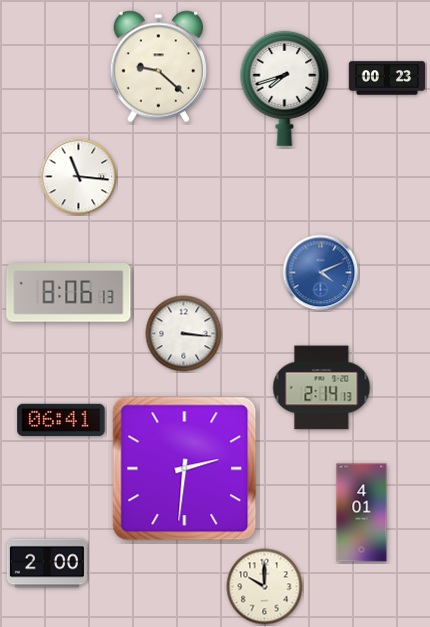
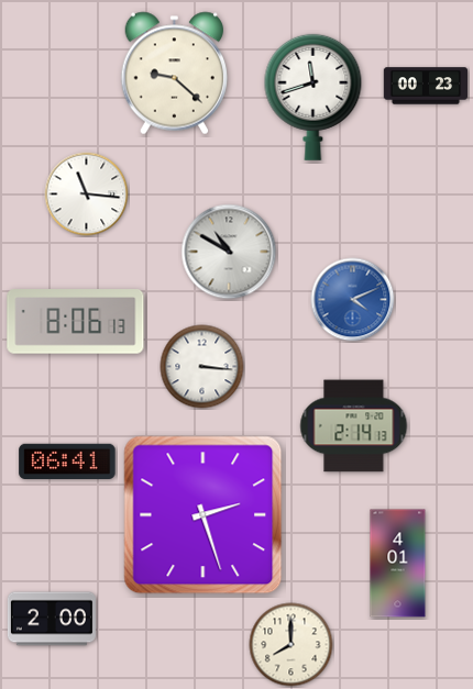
clock at (285, 88): 7:42 -> 11:42
clock at (229, 252): none -> 10:50
clock at (185, 469): 2:31 -> 2:27
clock at (265, 587): 10:00 -> 8:00
